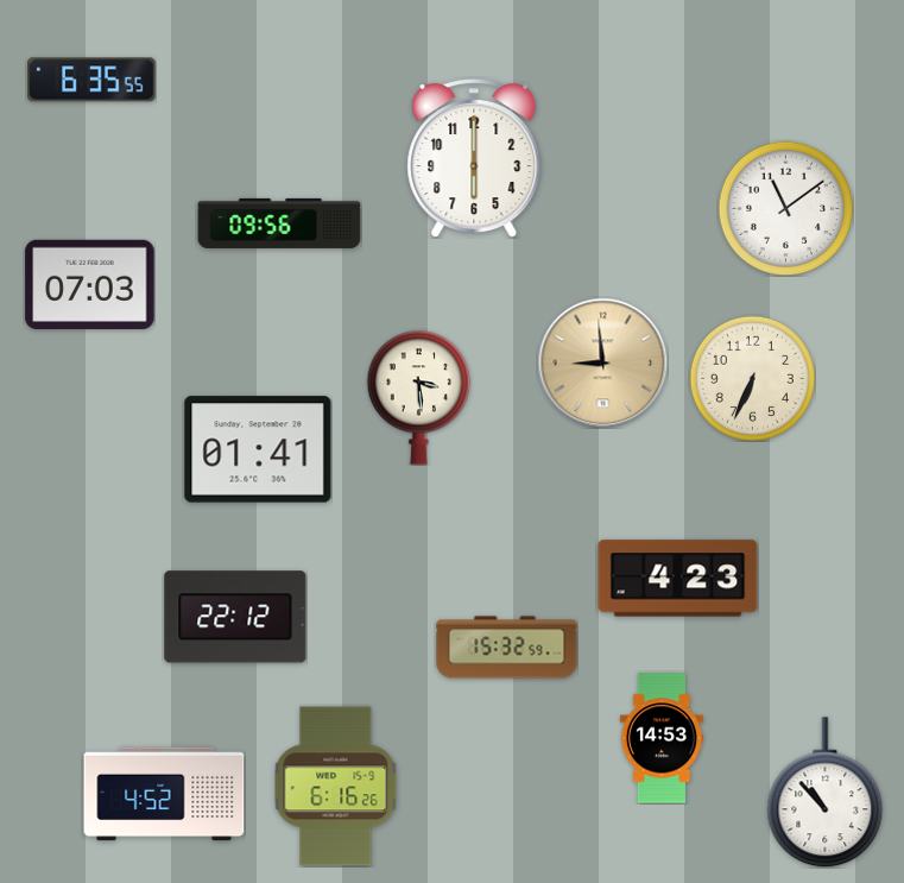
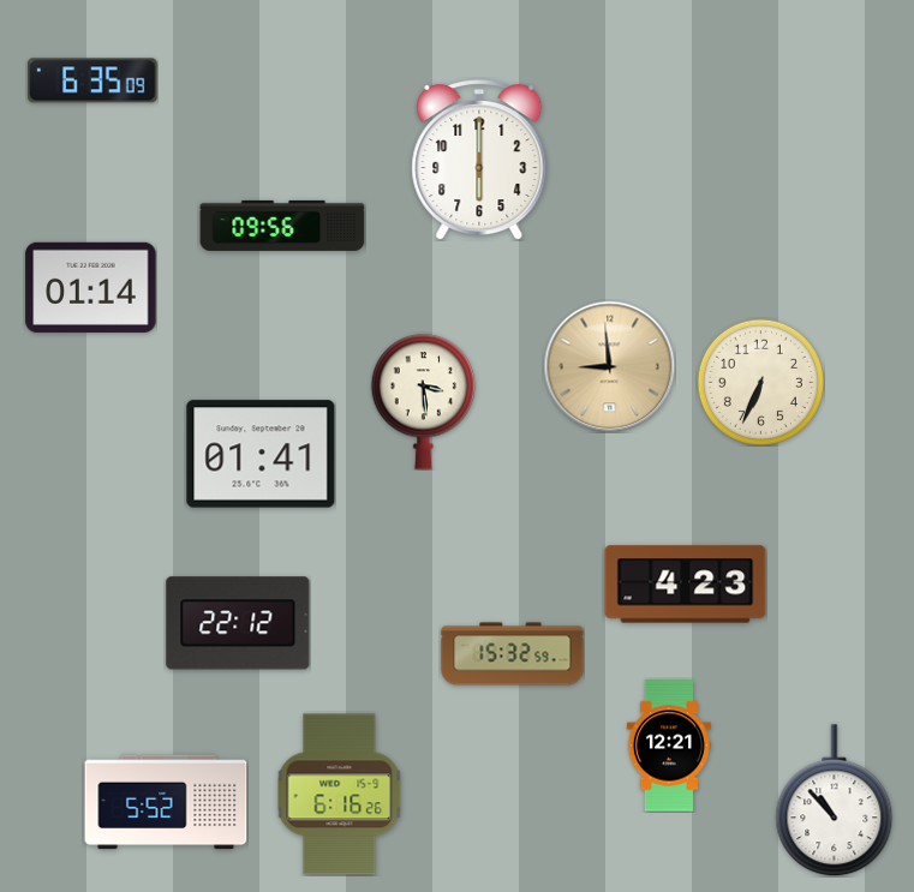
clock at (91, 80): 6:35:55 -> 6:35:09
clock at (785, 208): 11:09 -> none
clock at (90, 284): 07:03 -> 01:14
clock at (662, 738): 14:53 -> 12:21
clock at (164, 794): 4:52 -> 5:52
